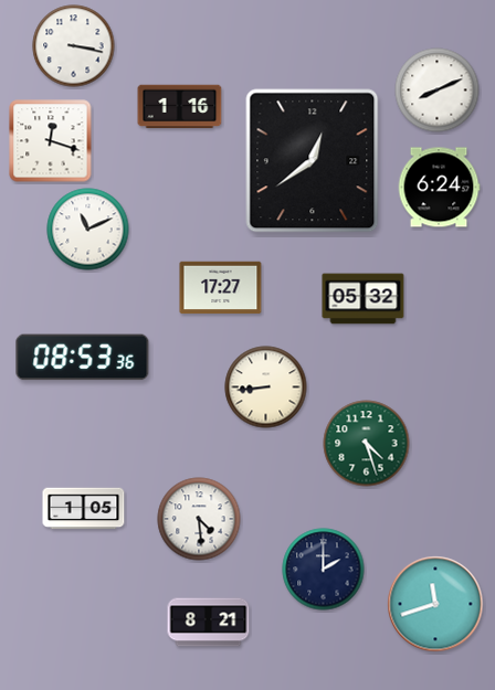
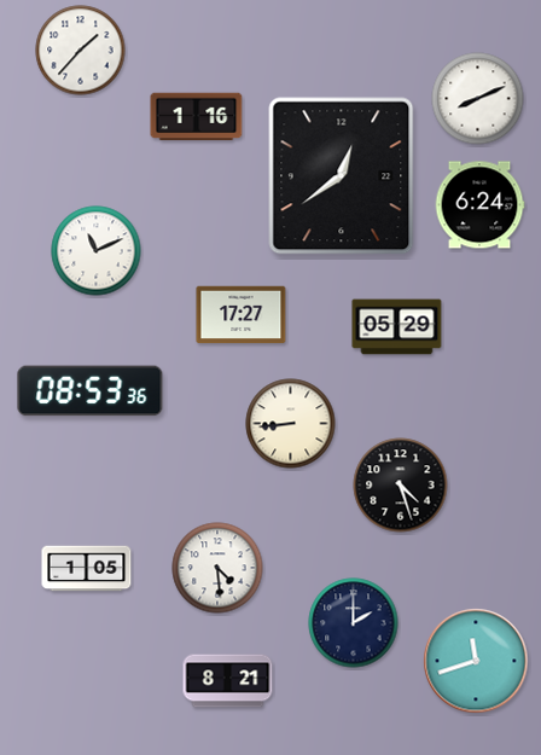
clock at (74, 46): 3:17 -> 1:37
clock at (51, 141): 12:18 -> none
clock at (364, 299): 05:32 -> 05:29
clock at (367, 444) dial: green -> black
clock at (84, 509) position: (84, 509) -> (87, 569)
